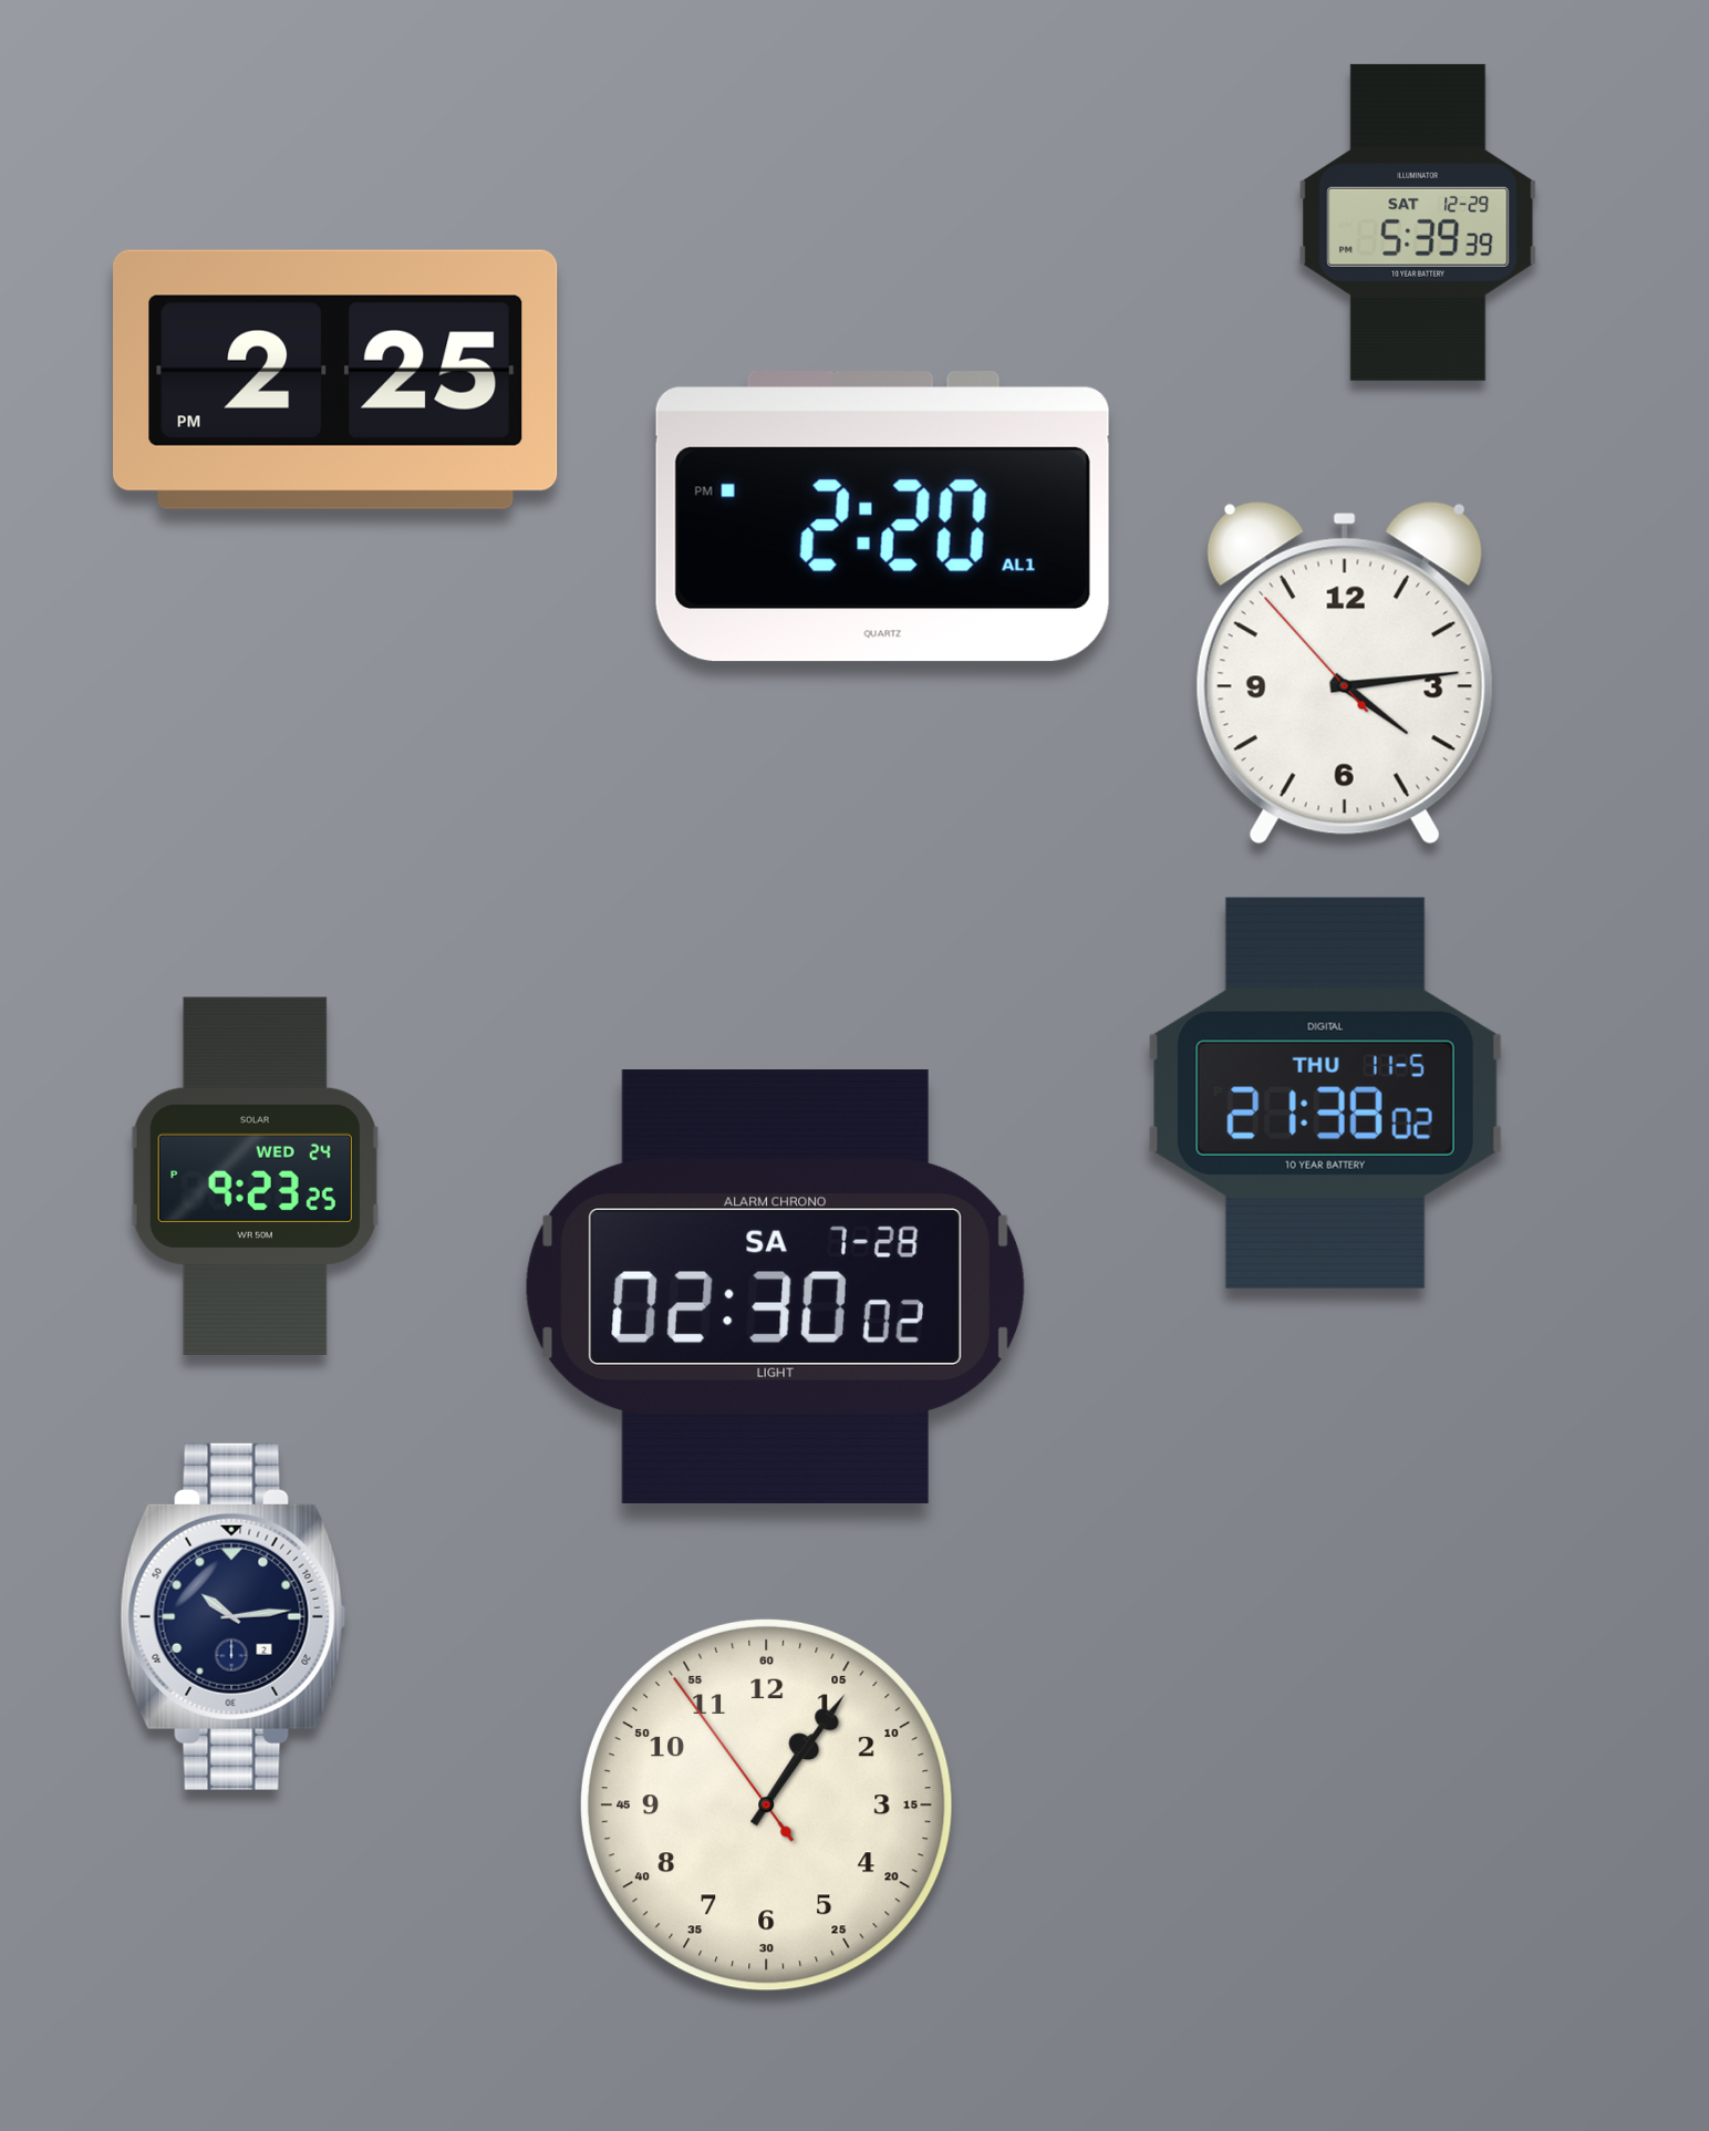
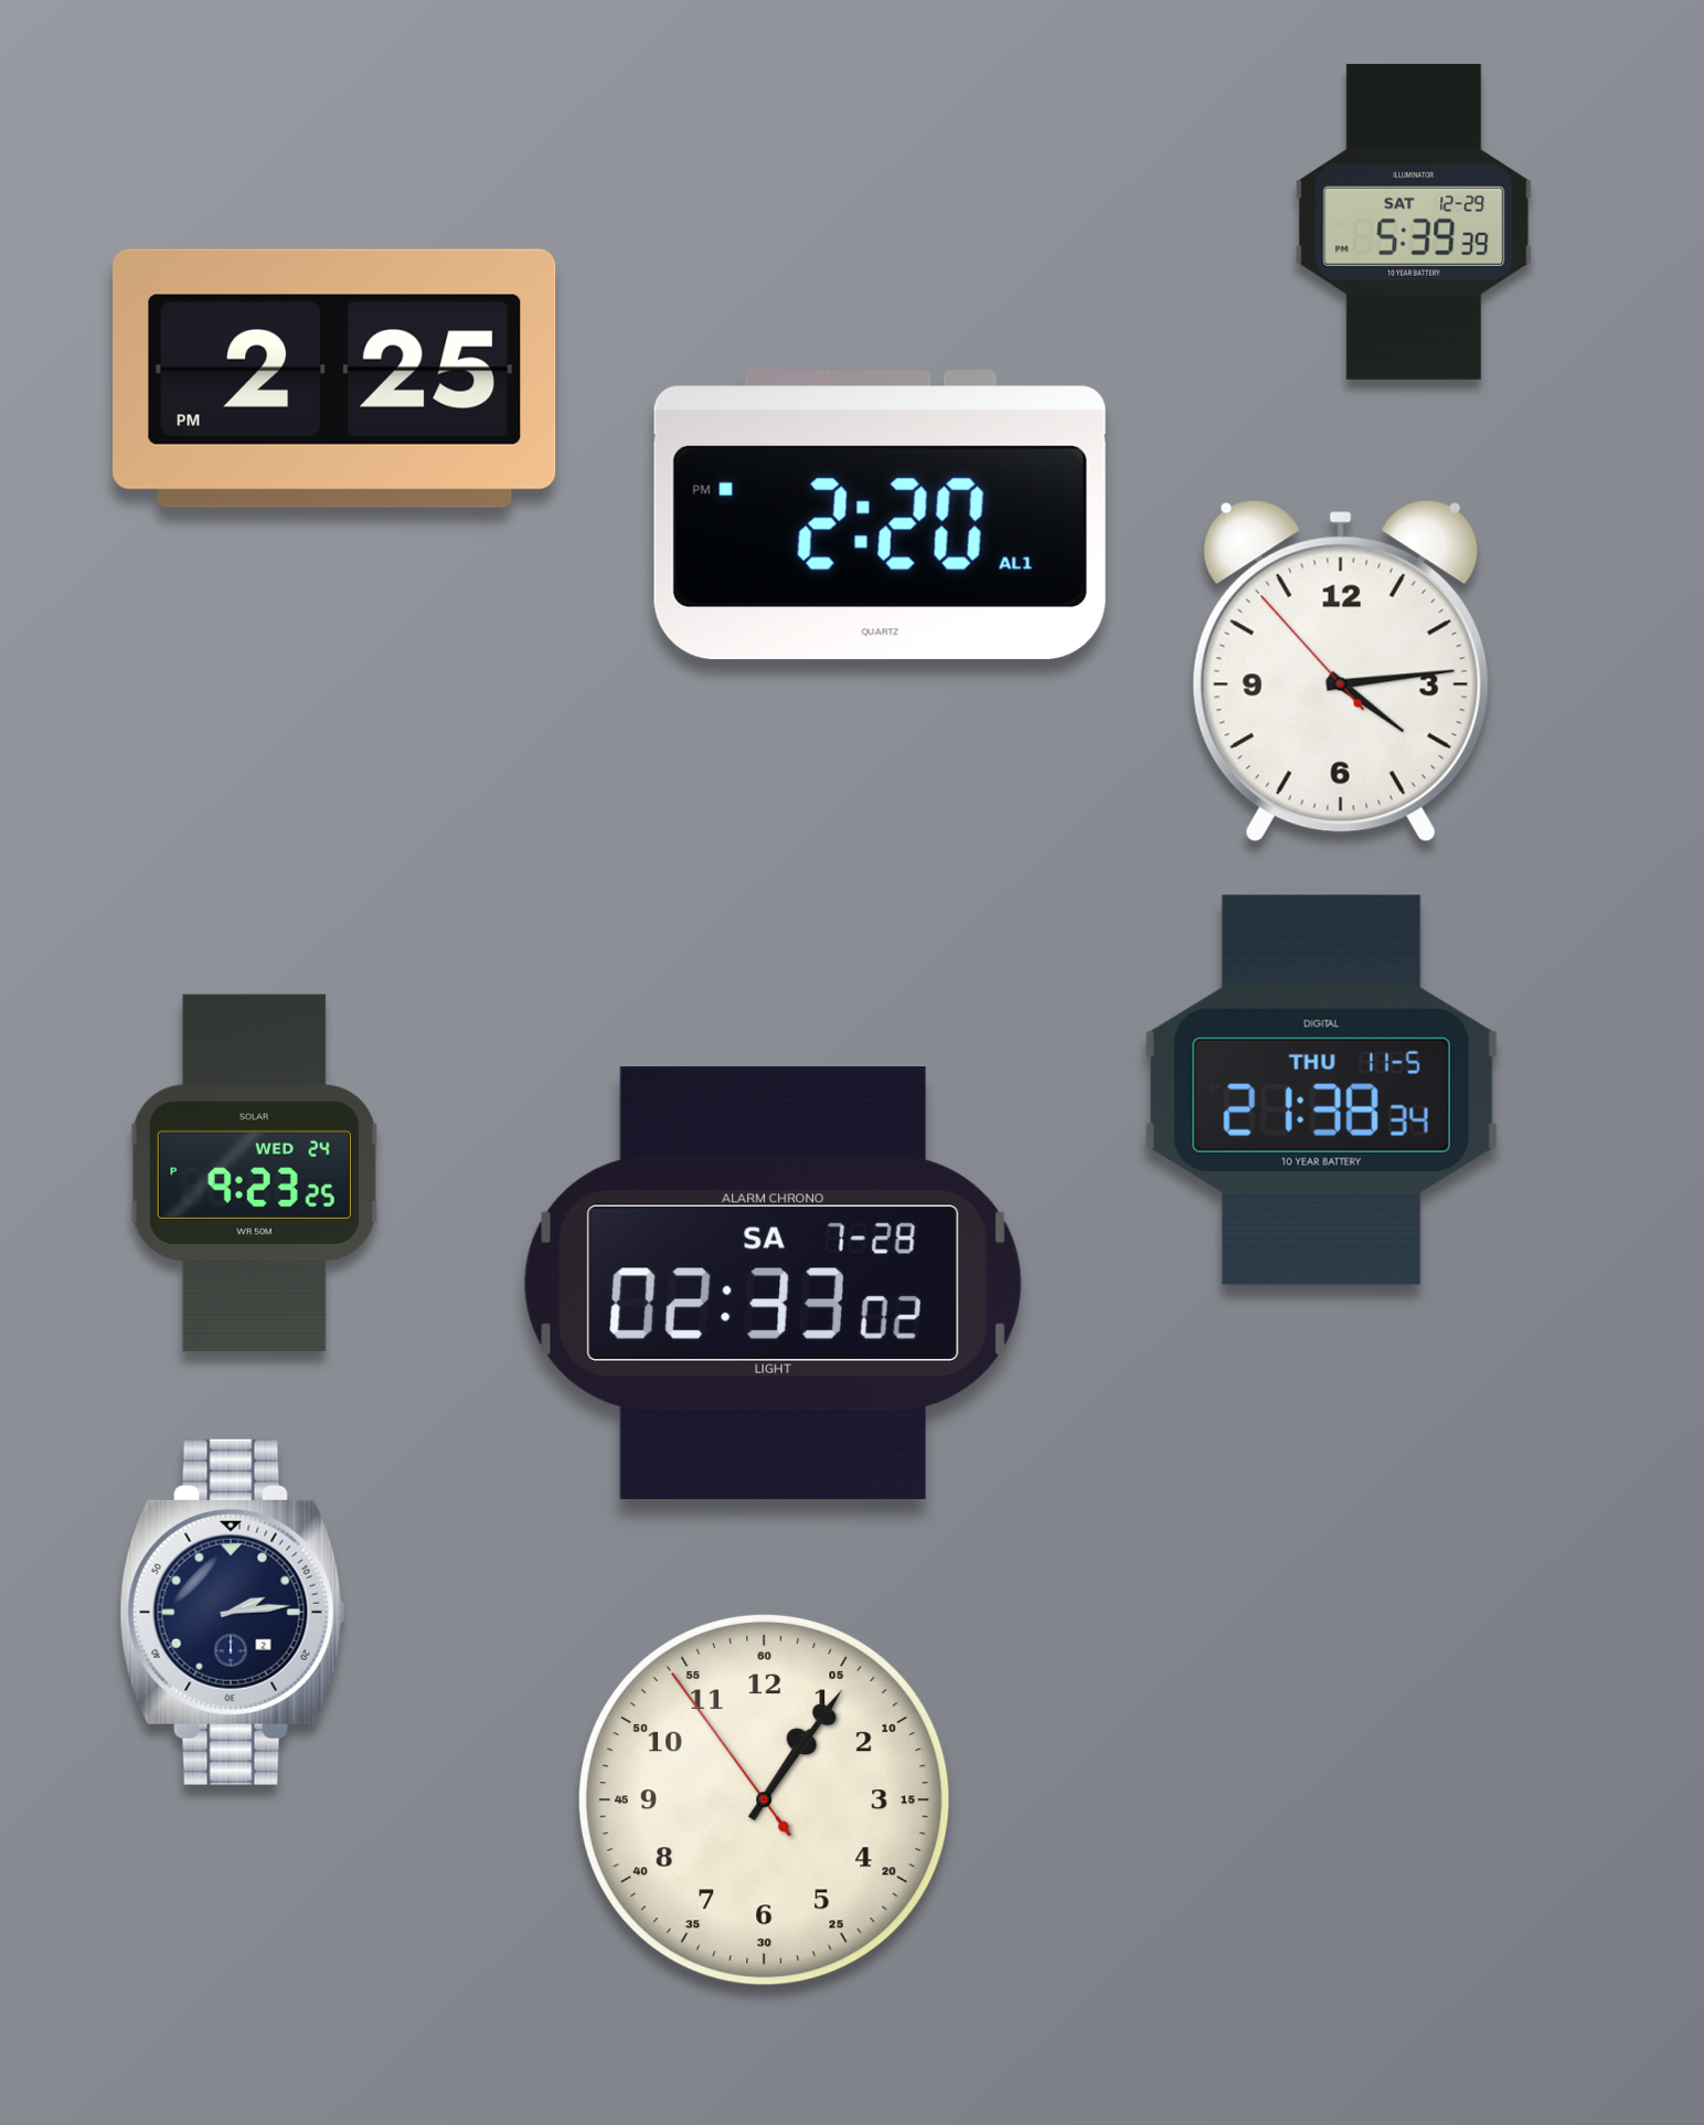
clock at (1325, 1093): 21:38:02 -> 21:38:34
clock at (775, 1286): 02:30 -> 02:33
clock at (234, 1616): 10:14 -> 2:14
